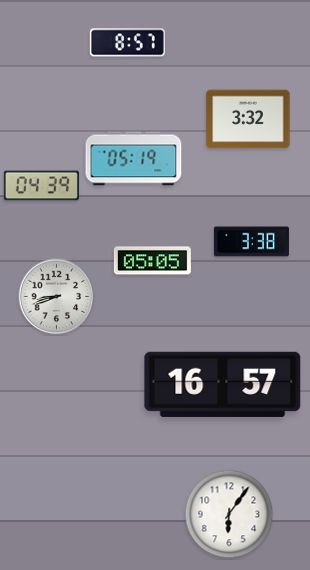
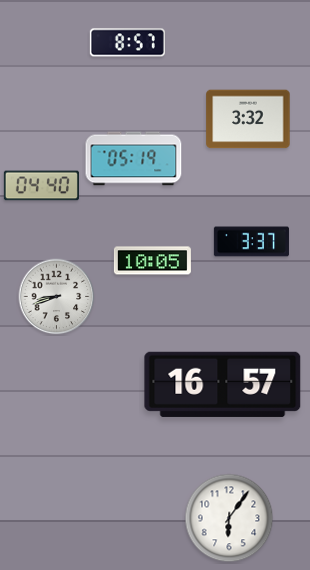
clock at (41, 186): 04:39 -> 04:40
clock at (251, 242): 3:38 -> 3:37
clock at (152, 261): 05:05 -> 10:05
clock at (229, 514) position: (229, 514) -> (229, 518)
